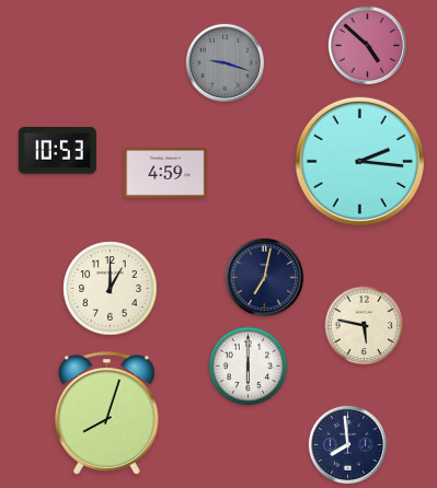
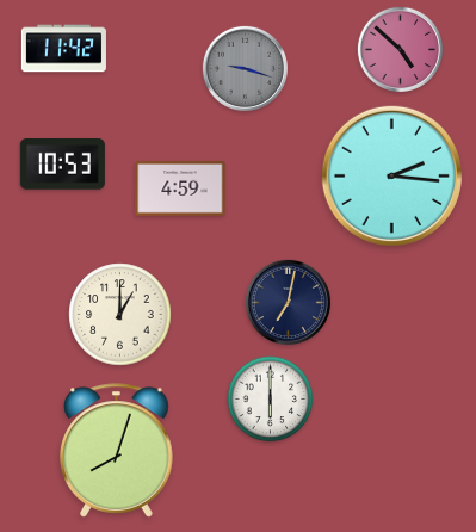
clock at (63, 49): none -> 11:42
clock at (365, 326): 5:47 -> none
clock at (347, 444): 7:59 -> none
